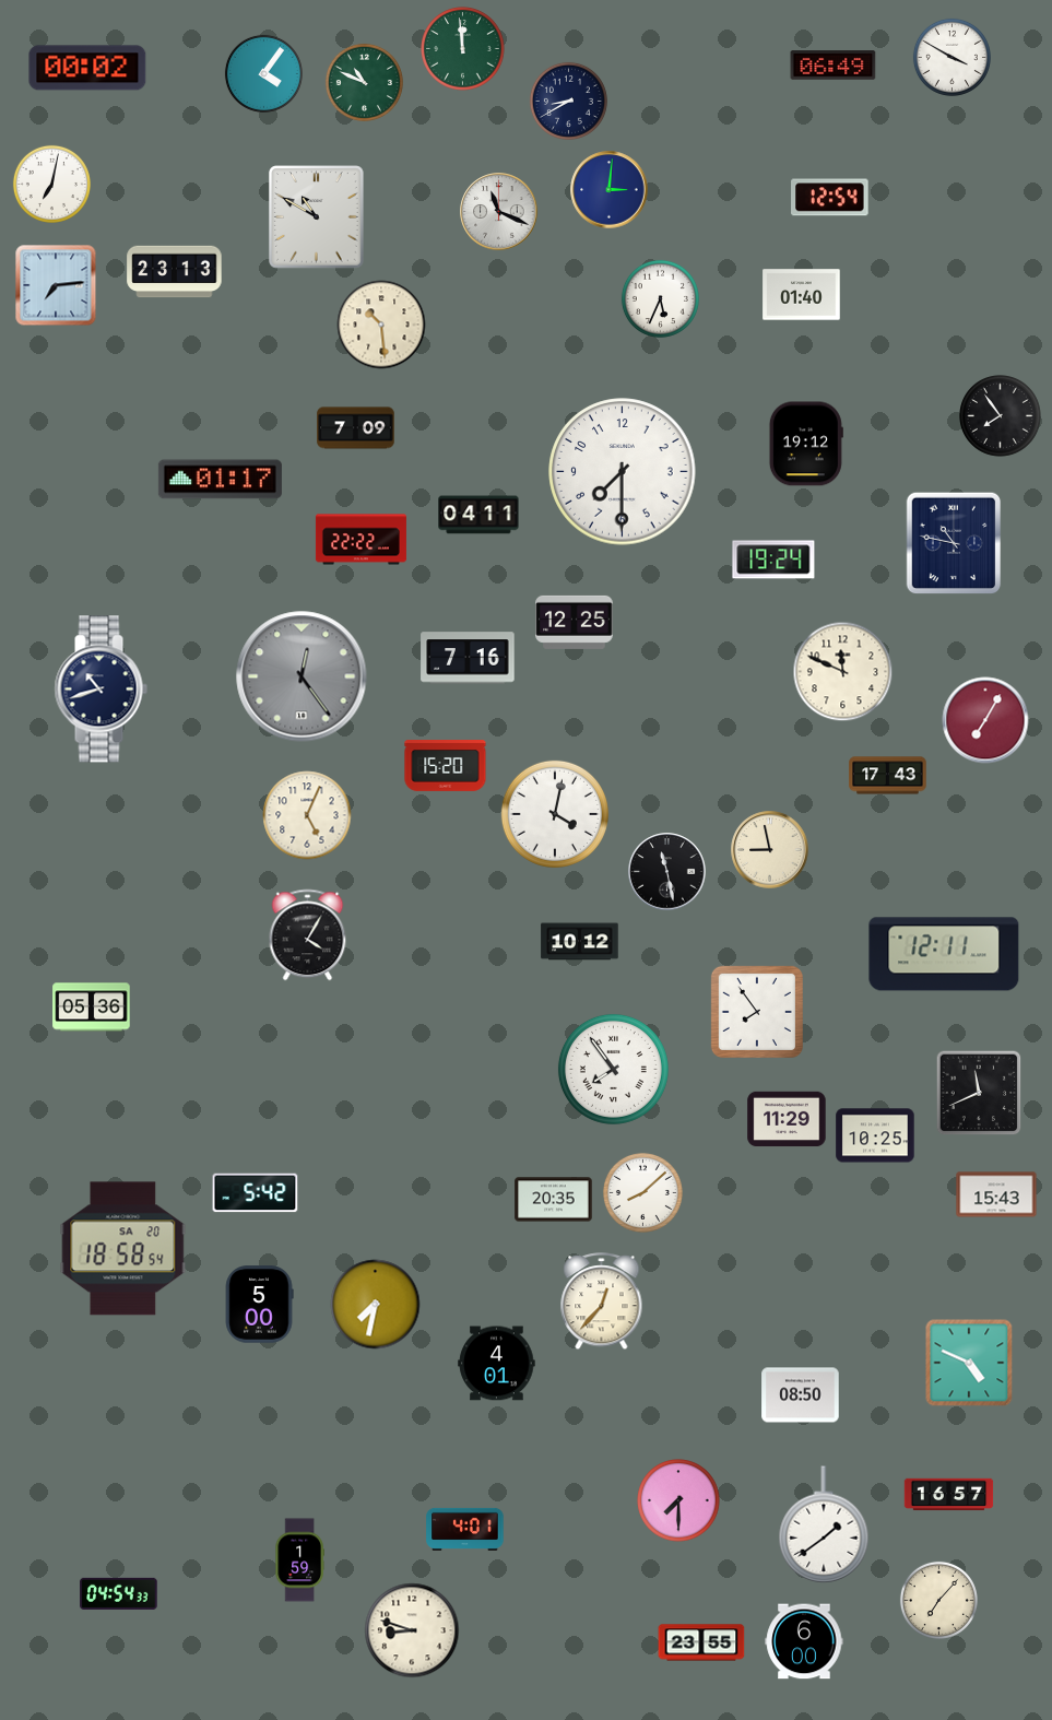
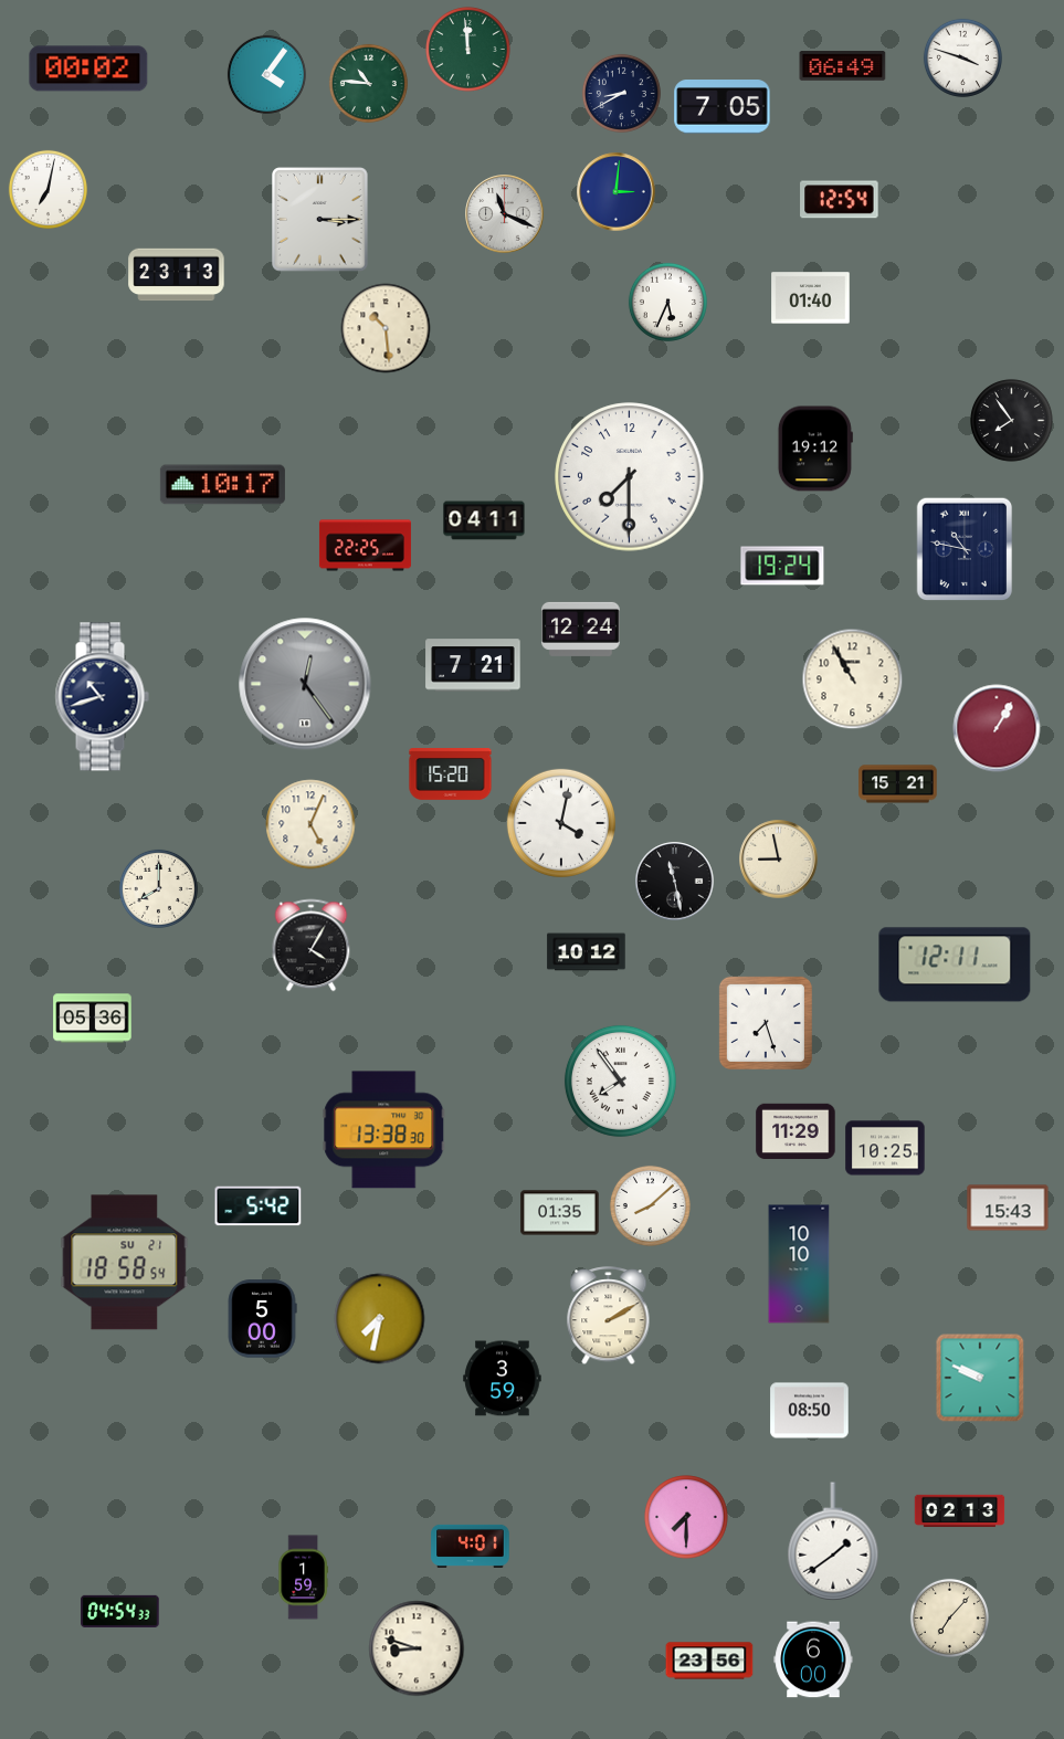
clock at (951, 57): 3:50 -> 3:48
clock at (364, 82): 10:49 -> 10:46
clock at (568, 101) position: (568, 101) -> (621, 93)
clock at (723, 107): none -> 7:05
clock at (51, 184) position: (51, 184) -> (48, 189)
clock at (317, 217): 10:50 -> 3:15
clock at (56, 285): 7:14 -> none
clock at (356, 428): 7:09 -> none
clock at (220, 480): 01:17 -> 10:17
clock at (360, 540): 22:22 -> 22:25
clock at (575, 622): 12:25 -> 12:24
clock at (468, 658): 7:16 -> 7:21
clock at (843, 672): 11:49 -> 10:55
clock at (985, 720): 7:05 -> 1:05
clock at (888, 776): 17:43 -> 15:21
clock at (158, 888): none -> 8:00
clock at (757, 1012): 7:54 -> 7:27
clock at (979, 1093): 11:41 -> none
clock at (384, 1130): none -> 13:38
clock at (554, 1200): 20:35 -> 01:35
clock at (123, 1249) date: SA 20 -> SU 21
clock at (799, 1264): none -> 10:10
clock at (602, 1301): 12:37 -> 2:10
clock at (969, 1363): 4:49 -> 9:49
clock at (497, 1364): 4:01 -> 3:59
clock at (949, 1495): 16:57 -> 02:13
clock at (701, 1642): 23:55 -> 23:56
